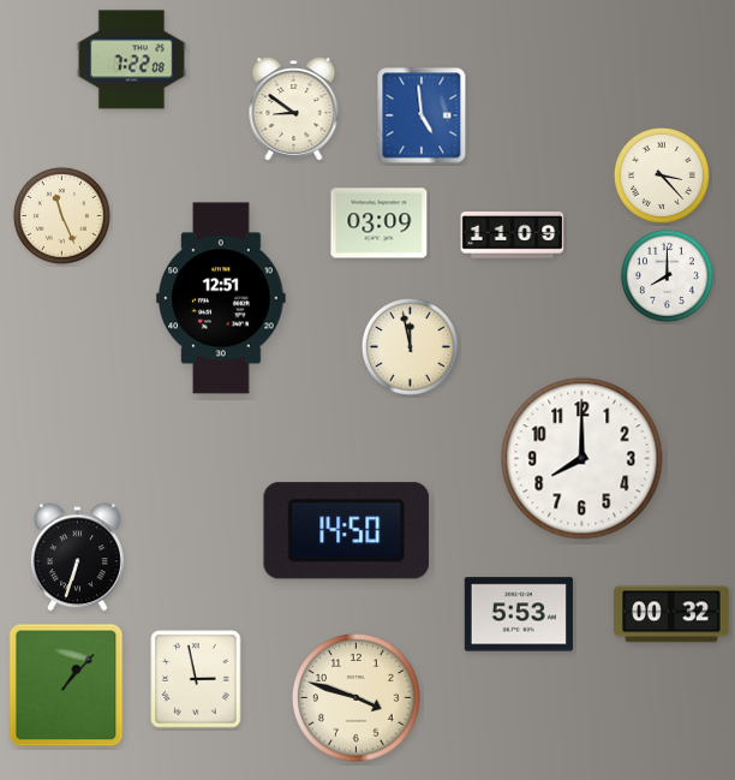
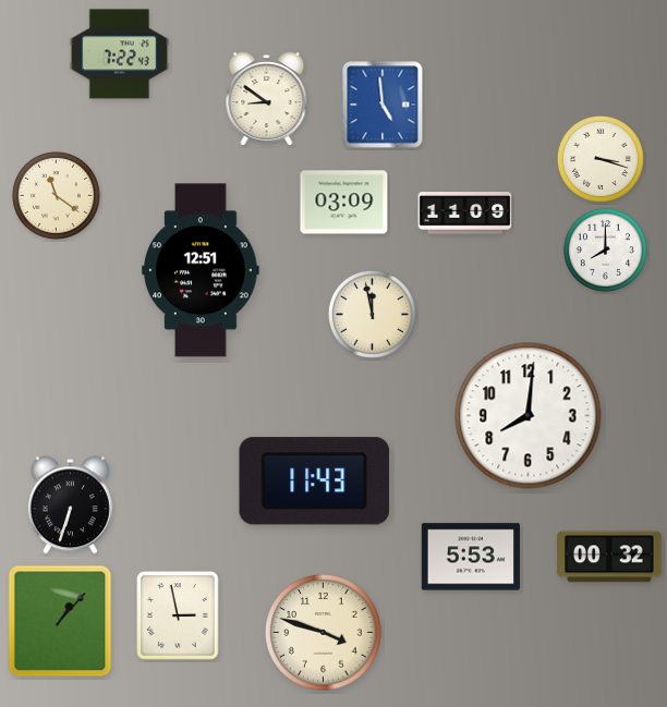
clock at (131, 60): 7:22:08 -> 7:22:43
clock at (662, 175): 3:23 -> 3:18
clock at (61, 215): 11:26 -> 11:21
clock at (582, 459): 8:00 -> 8:01
clock at (347, 531): 14:50 -> 11:43
